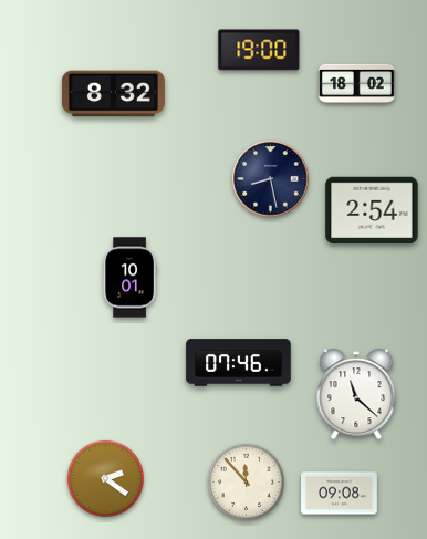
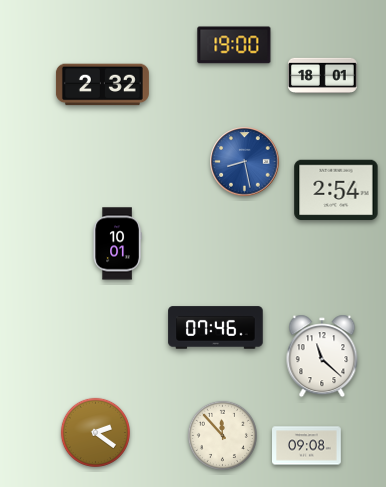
clock at (357, 83): 18:02 -> 18:01
clock at (113, 94): 8:32 -> 2:32
clock at (271, 179) dial: navy -> blue
clock at (129, 278) position: (129, 278) -> (117, 244)
